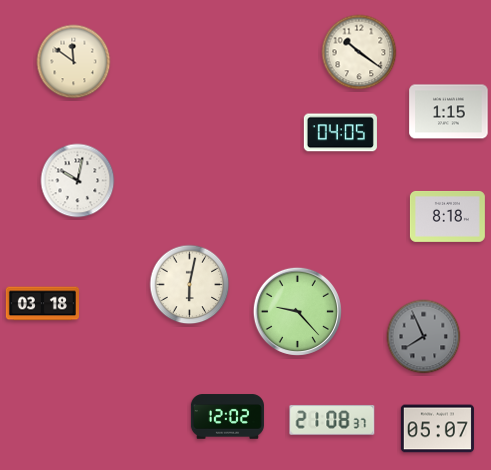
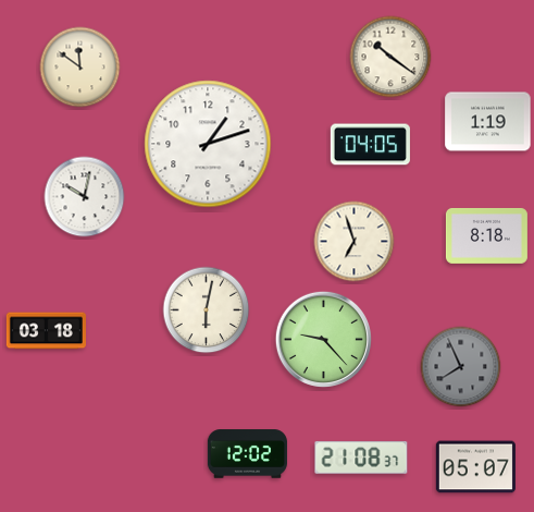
clock at (449, 112): 1:15 -> 1:19
clock at (208, 144): none -> 1:12
clock at (355, 242): none -> 6:57
